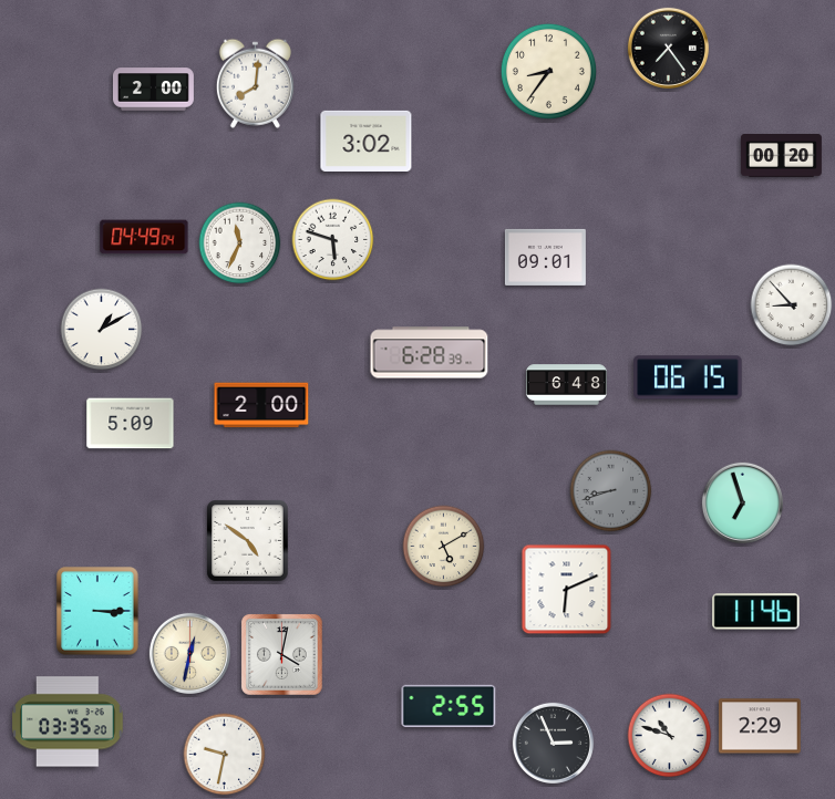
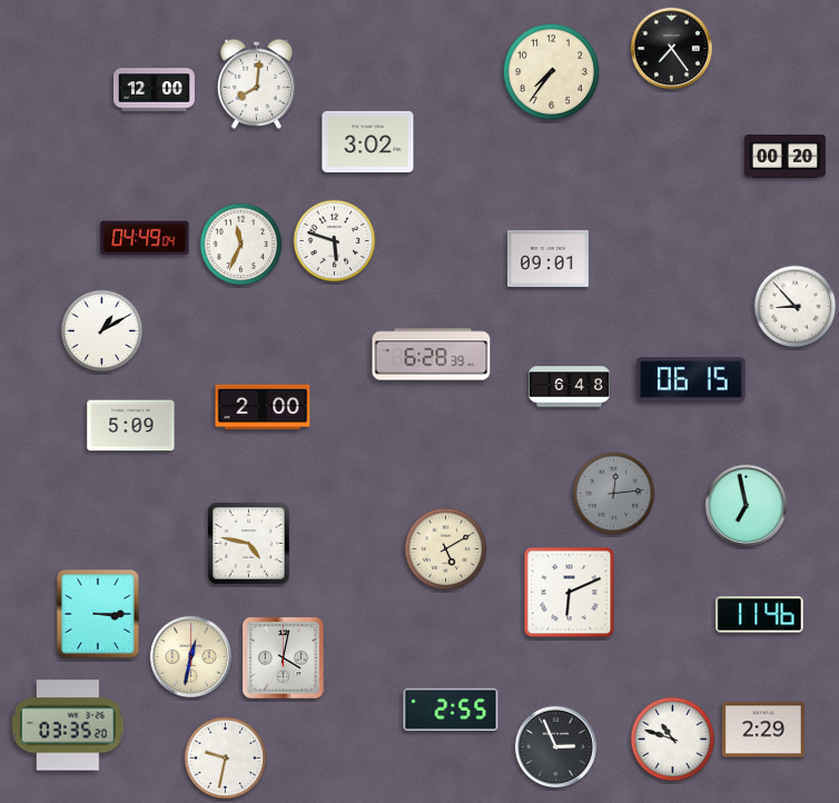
clock at (548, 71): 8:36 -> 7:36
clock at (153, 90): 2:00 -> 12:00
clock at (611, 491): 8:42 -> 12:14
clock at (742, 502): 6:57 -> 6:58
clock at (248, 541): 4:51 -> 4:47
